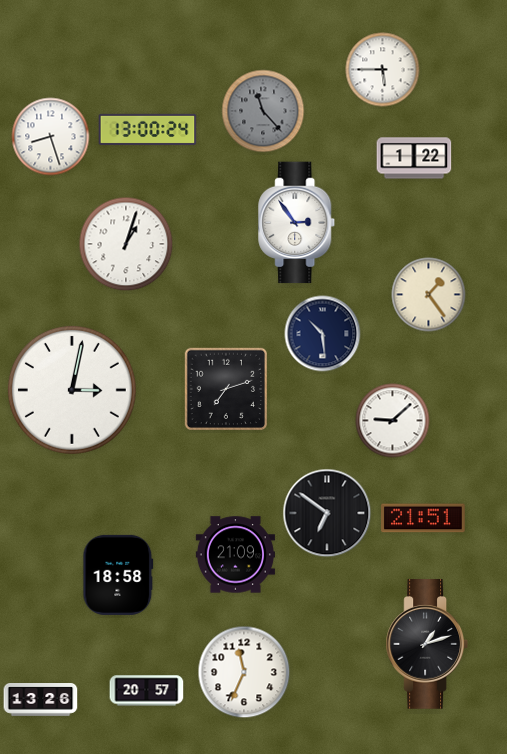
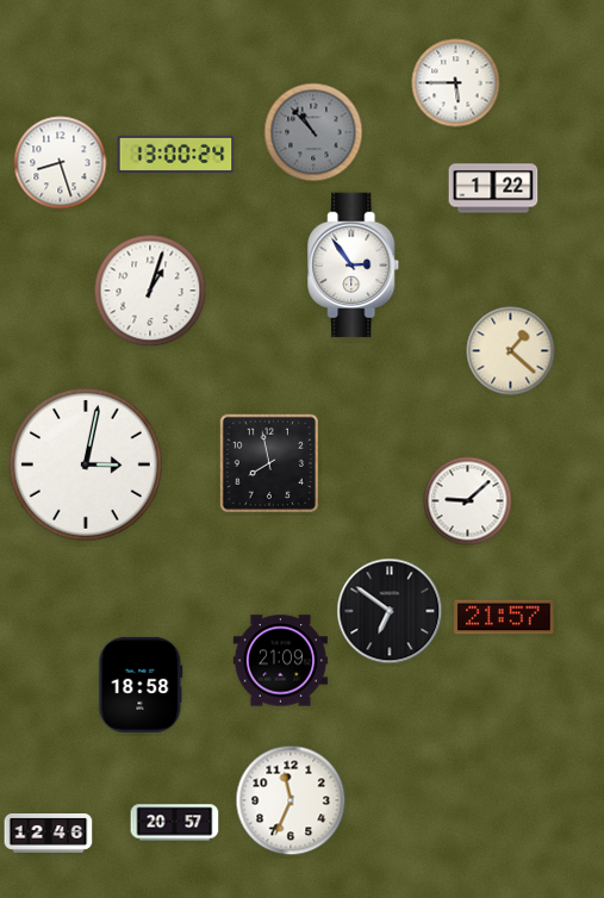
clock at (263, 111): 11:23 -> 10:53
clock at (429, 295): 1:24 -> 1:22
clock at (323, 334): 10:29 -> none
clock at (226, 389): 7:12 -> 7:58
clock at (423, 518): 21:51 -> 21:57
clock at (426, 645): 1:12 -> none
clock at (41, 700): 13:26 -> 12:46
